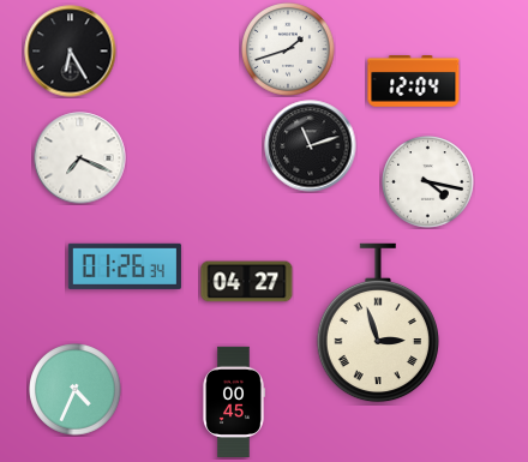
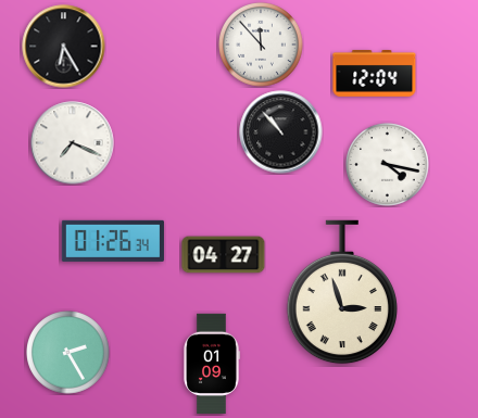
clock at (288, 49): 1:42 -> 11:53
clock at (311, 146): 11:12 -> 10:53
clock at (76, 390): 4:34 -> 2:25
clock at (234, 402): 00:45 -> 01:09
